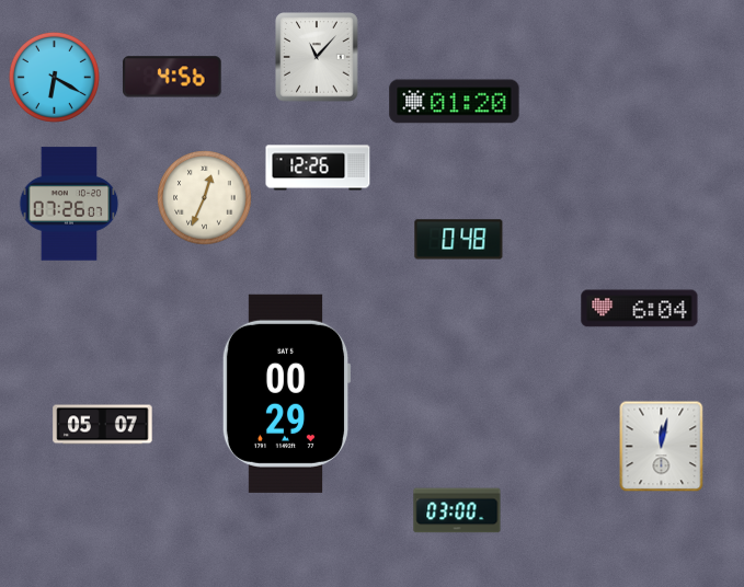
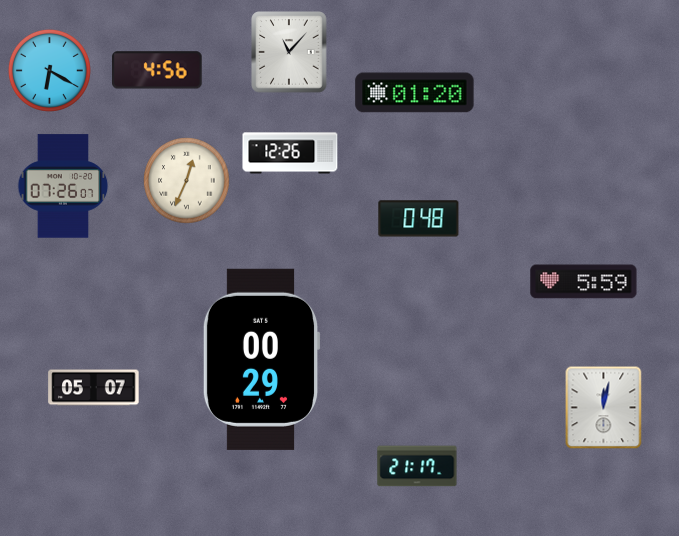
clock at (640, 309): 6:04 -> 5:59
clock at (457, 510): 03:00 -> 21:17
